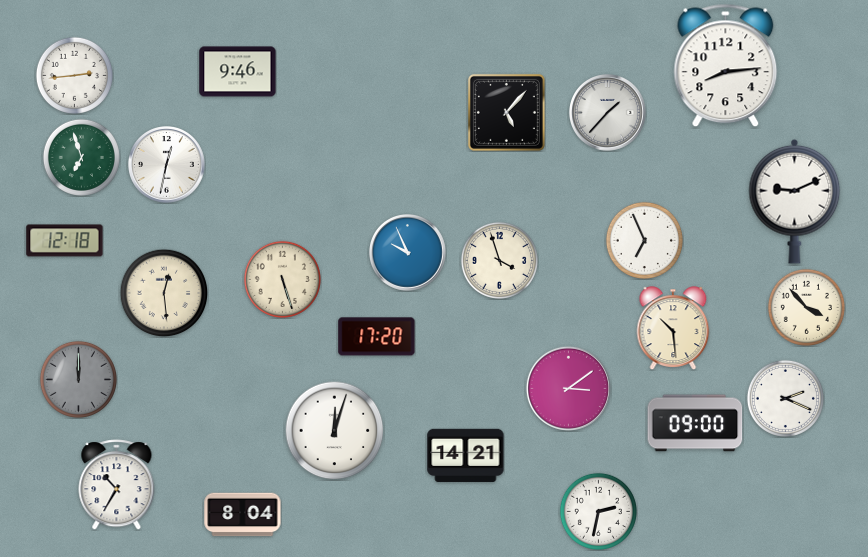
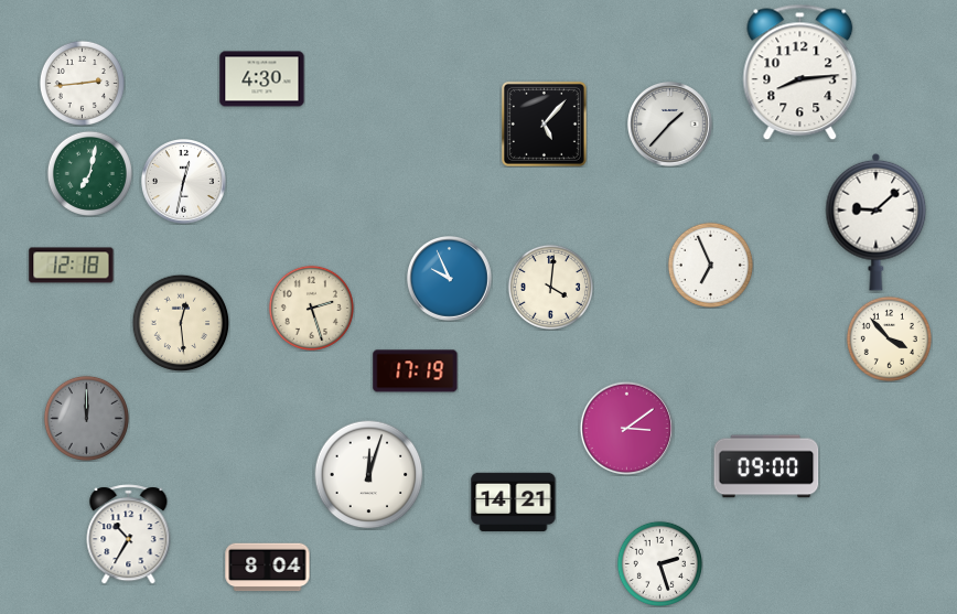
clock at (238, 72): 9:46 -> 4:30
clock at (506, 112) position: (506, 112) -> (544, 123)
clock at (81, 157): 6:57 -> 7:02
clock at (795, 201): 9:11 -> 9:08
clock at (499, 260): 3:57 -> 4:01
clock at (282, 279): 5:27 -> 2:27
clock at (673, 328): 10:29 -> none
clock at (377, 337): 17:20 -> 17:19
clock at (785, 398): 2:19 -> none
clock at (598, 511): 2:32 -> 2:27
